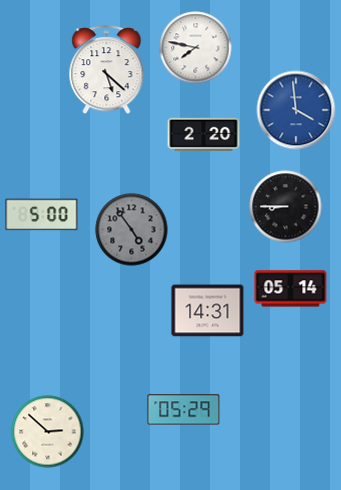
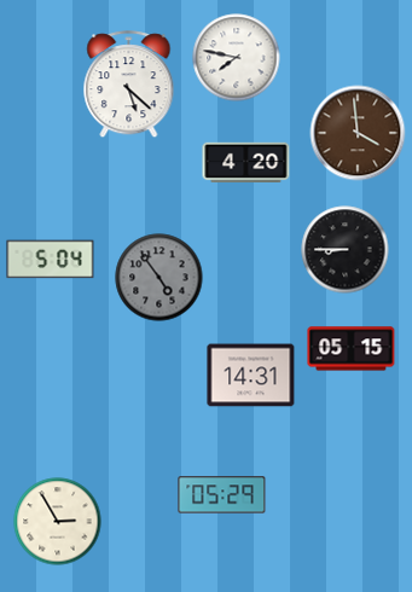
clock at (296, 110) dial: blue -> brown
clock at (204, 134): 2:20 -> 4:20
clock at (42, 215): 5:00 -> 5:04
clock at (291, 289): 05:14 -> 05:15
clock at (48, 432): 2:52 -> 2:55
